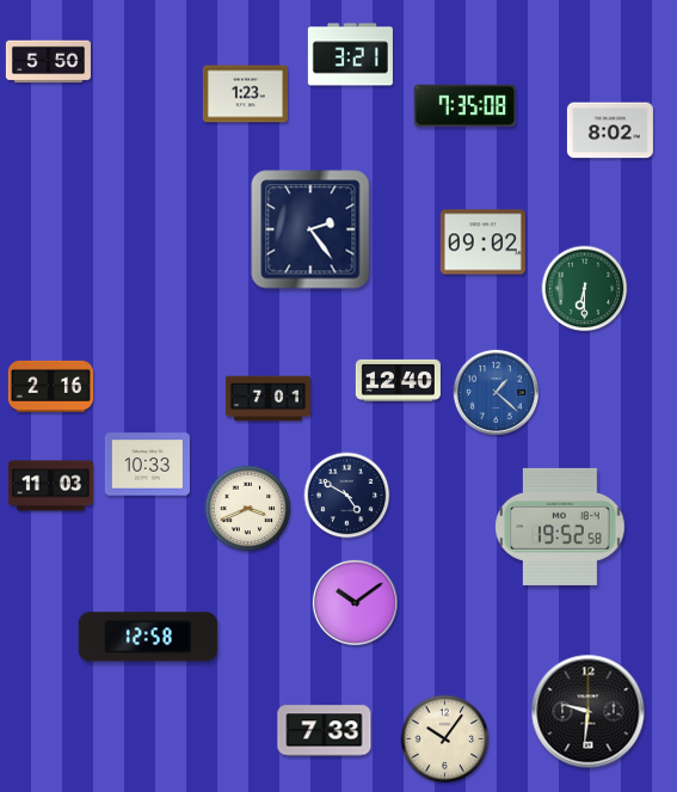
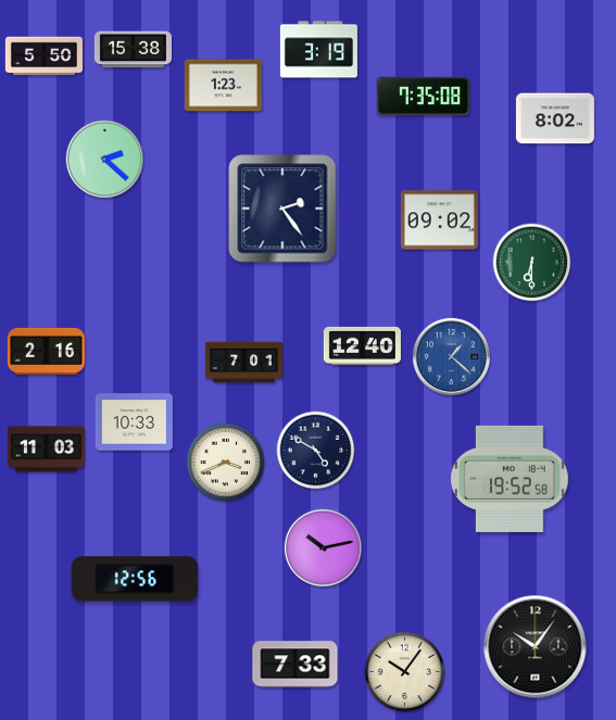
clock at (133, 50): none -> 15:38
clock at (350, 55): 3:21 -> 3:19
clock at (104, 159): none -> 2:22
clock at (50, 486) position: (50, 486) -> (46, 450)
clock at (355, 602): 10:09 -> 10:13
clock at (148, 637): 12:58 -> 12:56
clock at (589, 712): 9:31 -> 10:06
